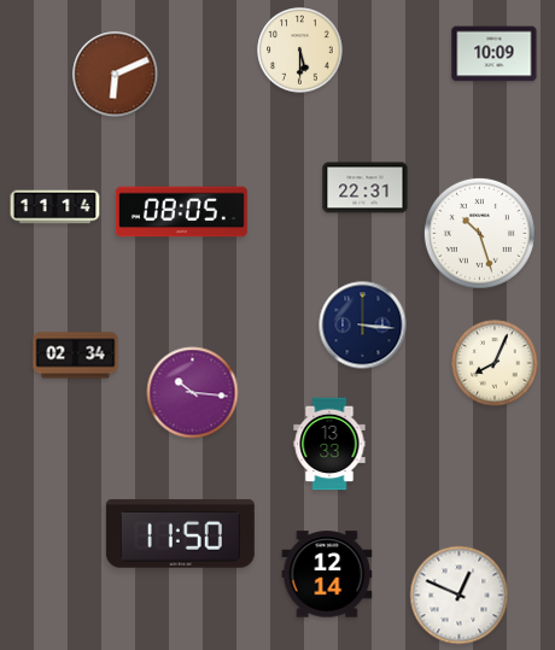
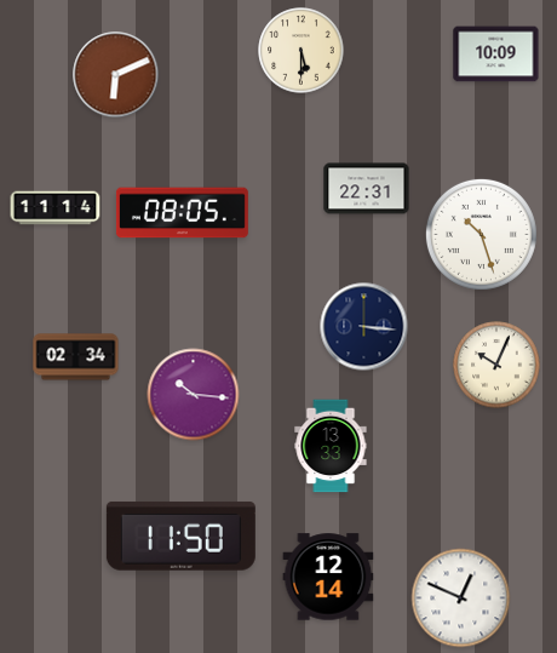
clock at (495, 363): 8:04 -> 10:04
